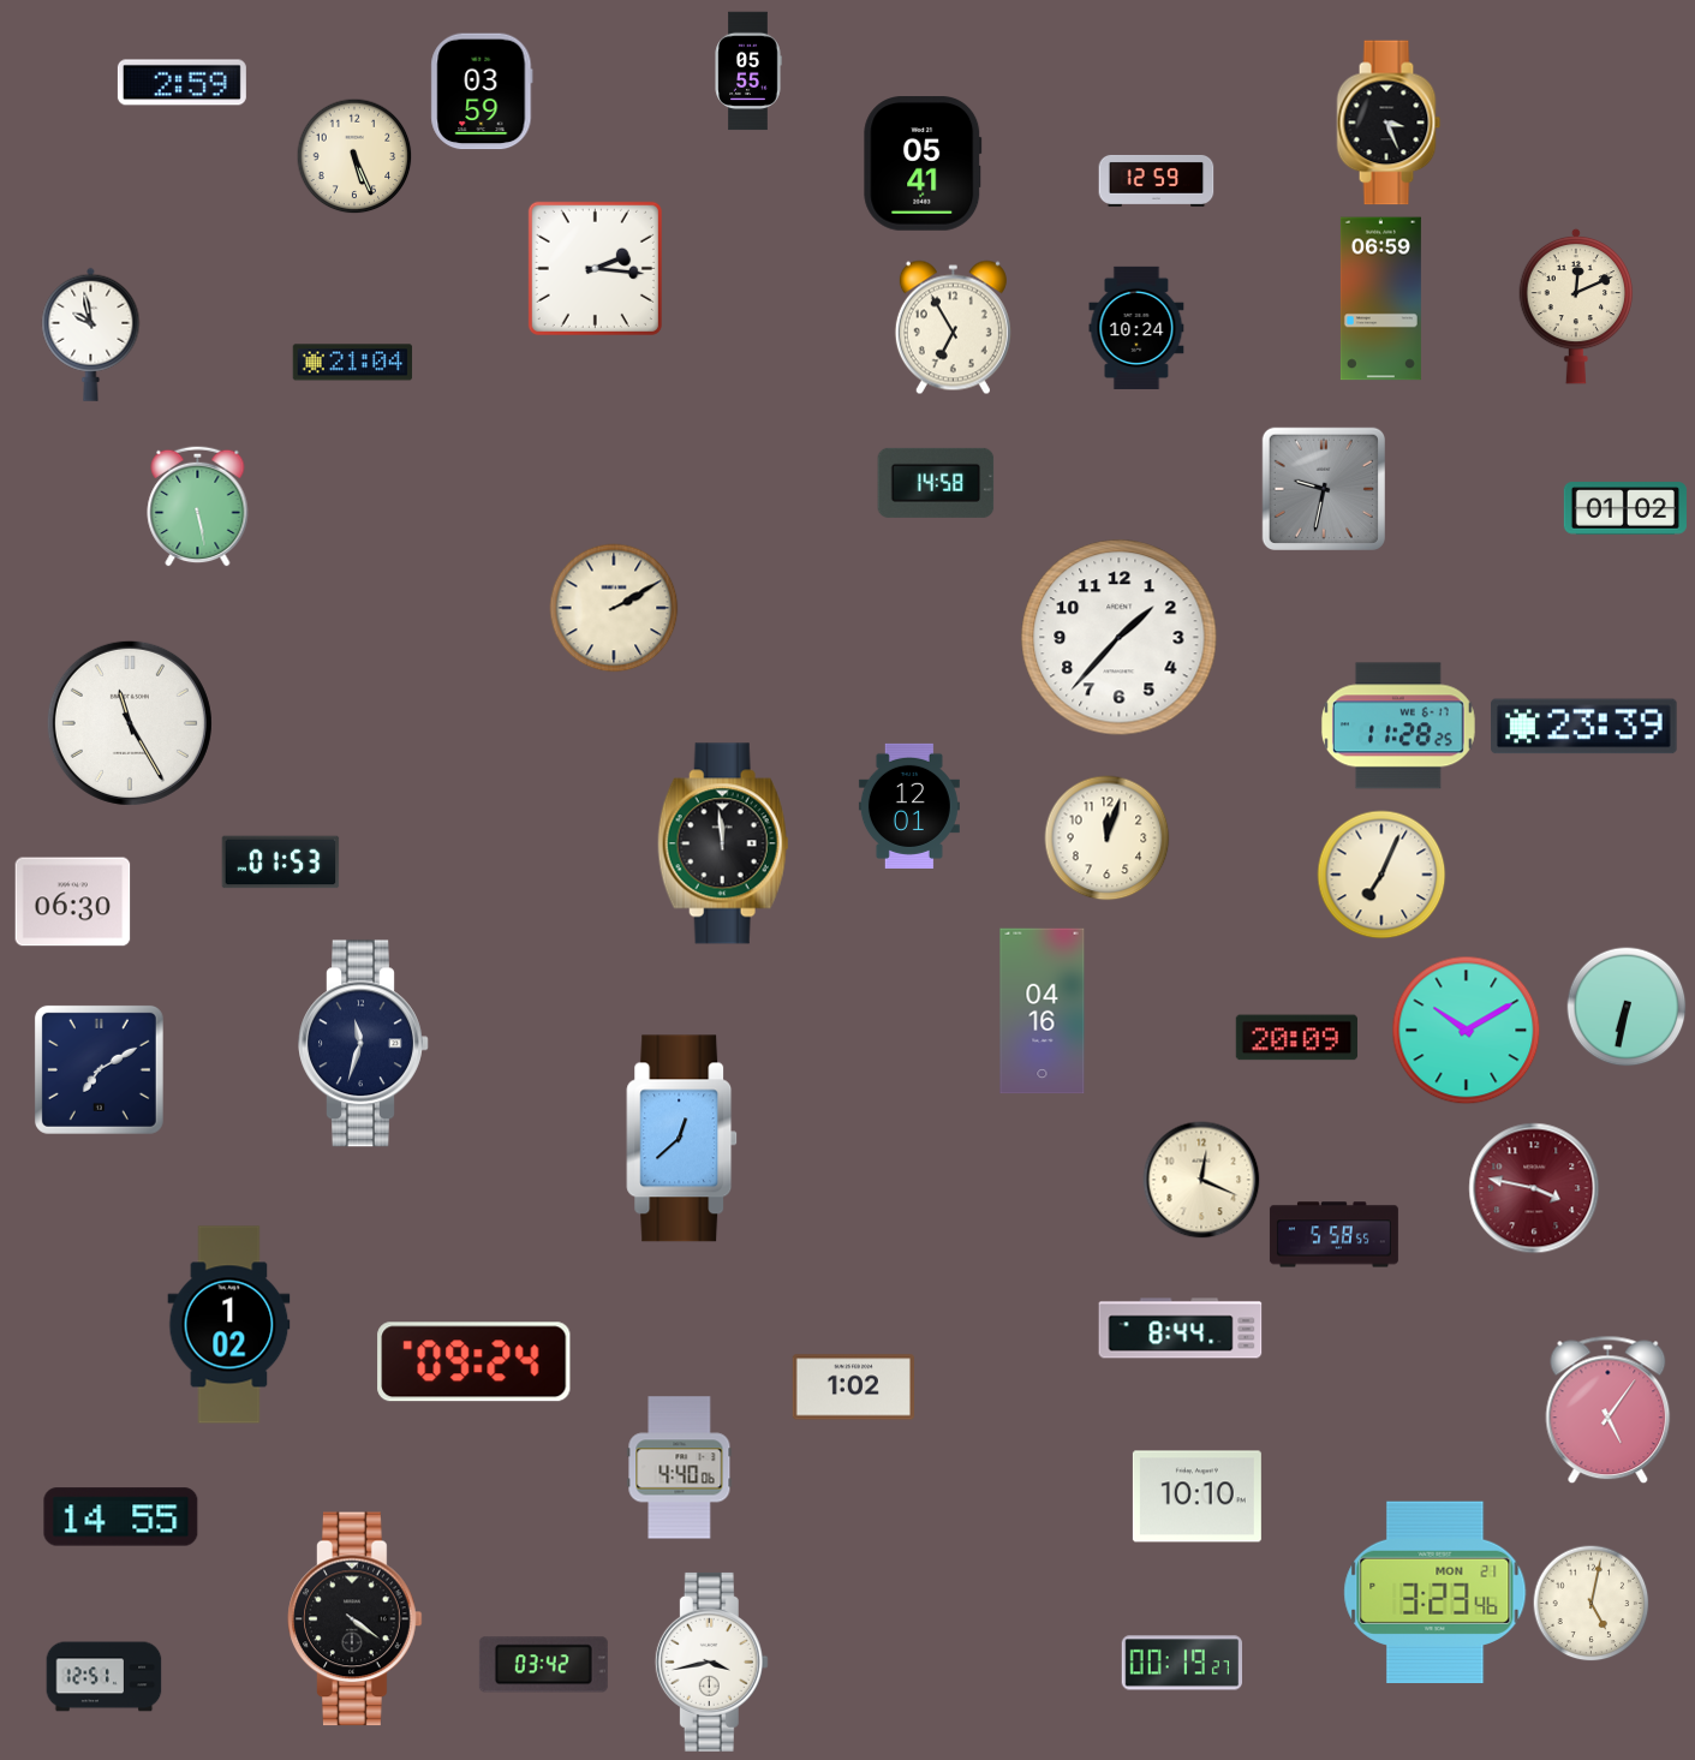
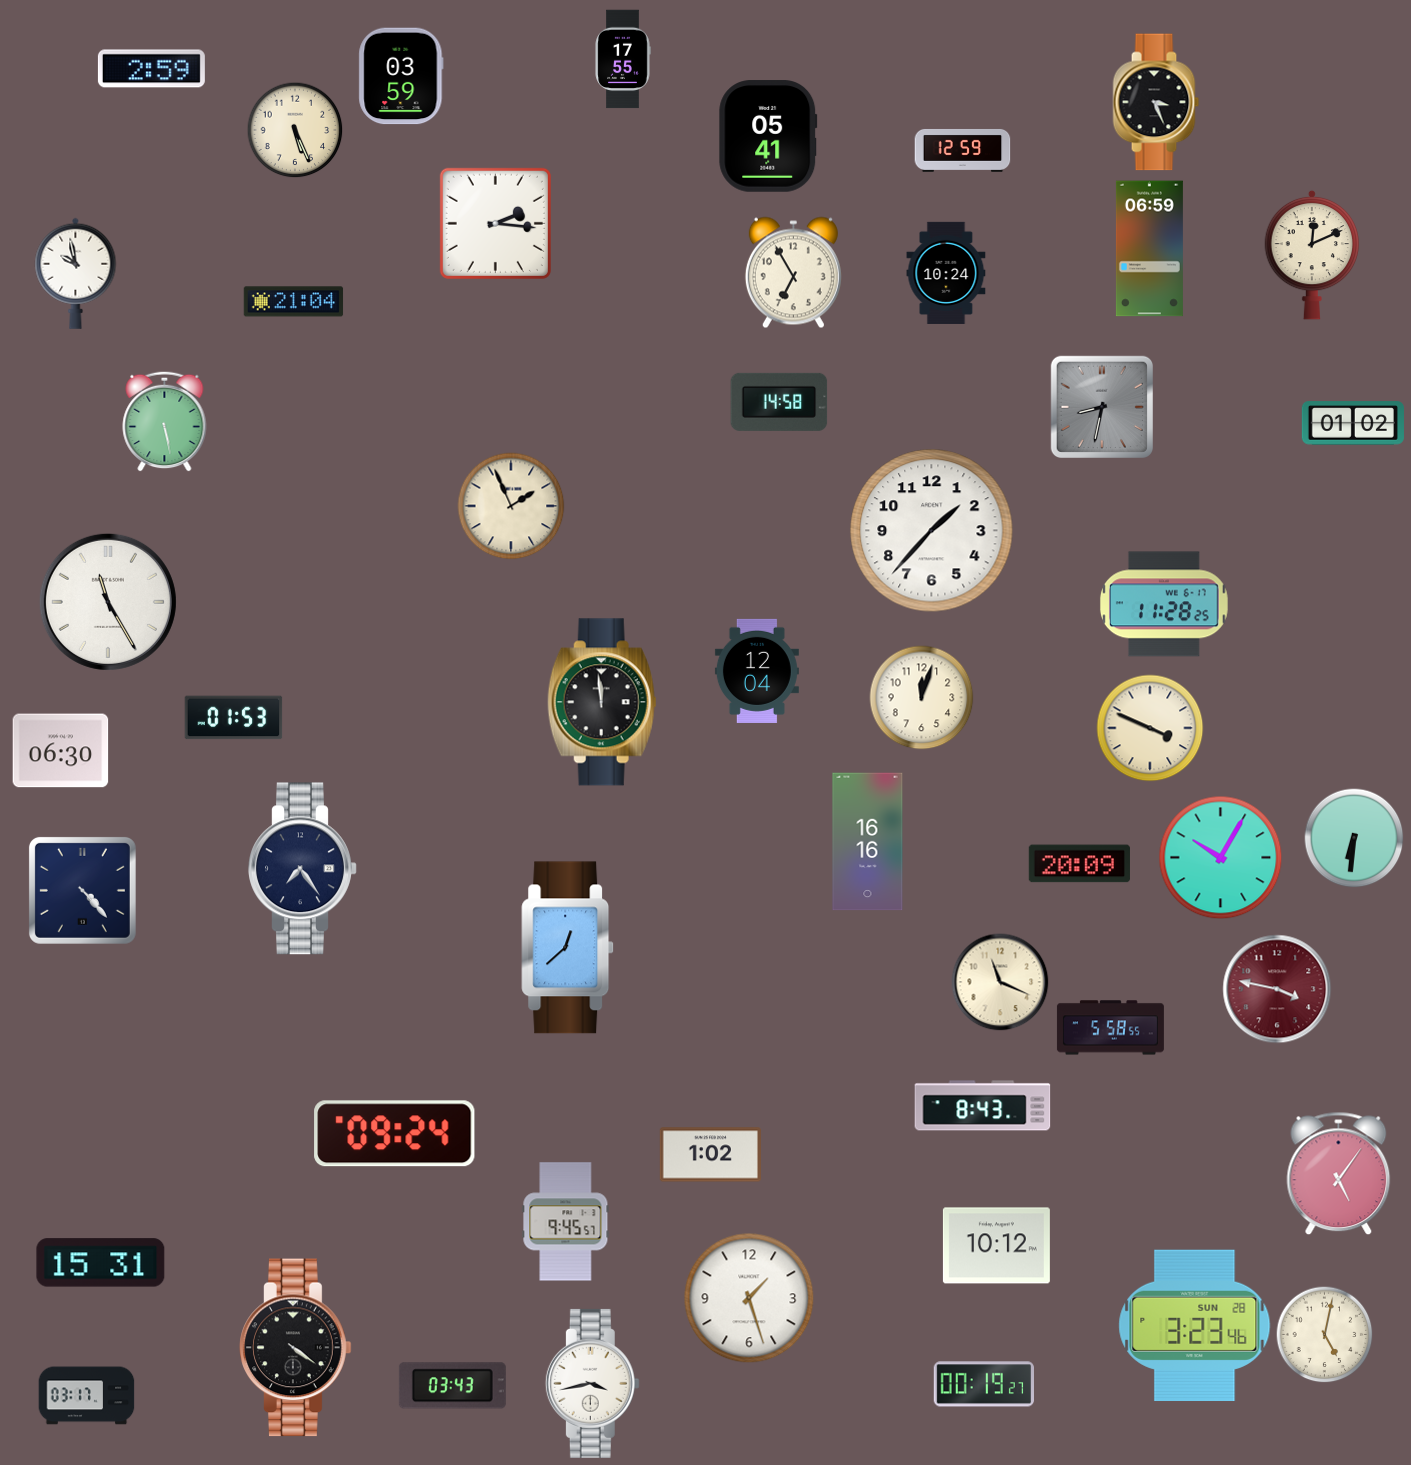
clock at (748, 71): 05:55 -> 17:55
clock at (91, 334) position: (91, 334) -> (76, 273)
clock at (1323, 488): 9:32 -> 8:32
clock at (614, 608): 2:10 -> 1:56
clock at (1584, 727): 23:39 -> none
clock at (909, 806): 12:01 -> 12:04
clock at (1381, 875): 7:04 -> 3:49
clock at (1627, 1007): 6:32 -> 6:31
clock at (1043, 1012): 04:16 -> 16:16
clock at (1467, 1031): 10:10 -> 10:05
clock at (364, 1044): 11:33 -> 7:24
clock at (99, 1069): 7:10 -> 4:23
clock at (1201, 1180): 12:19 -> 11:19
clock at (229, 1325): 1:02 -> none
clock at (1181, 1329): 8:44 -> 8:43
clock at (680, 1468): 4:40 -> 9:45
clock at (1196, 1497): 10:10 -> 10:12
clock at (121, 1517): 14:55 -> 15:31
clock at (749, 1298): none -> 1:27
clock at (1436, 1592) date: MON 21 -> SUN 28
clock at (543, 1665): 03:42 -> 03:43
clock at (105, 1677): 12:51 -> 03:17
